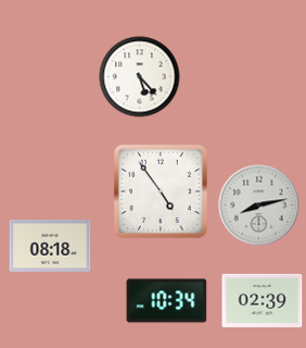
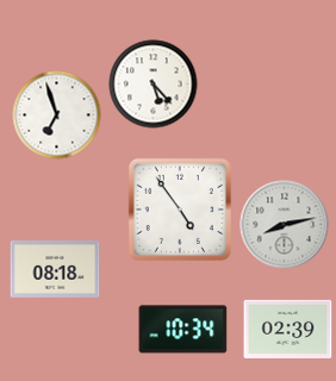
clock at (57, 115): none -> 6:57
clock at (161, 191) position: (161, 191) -> (180, 210)
